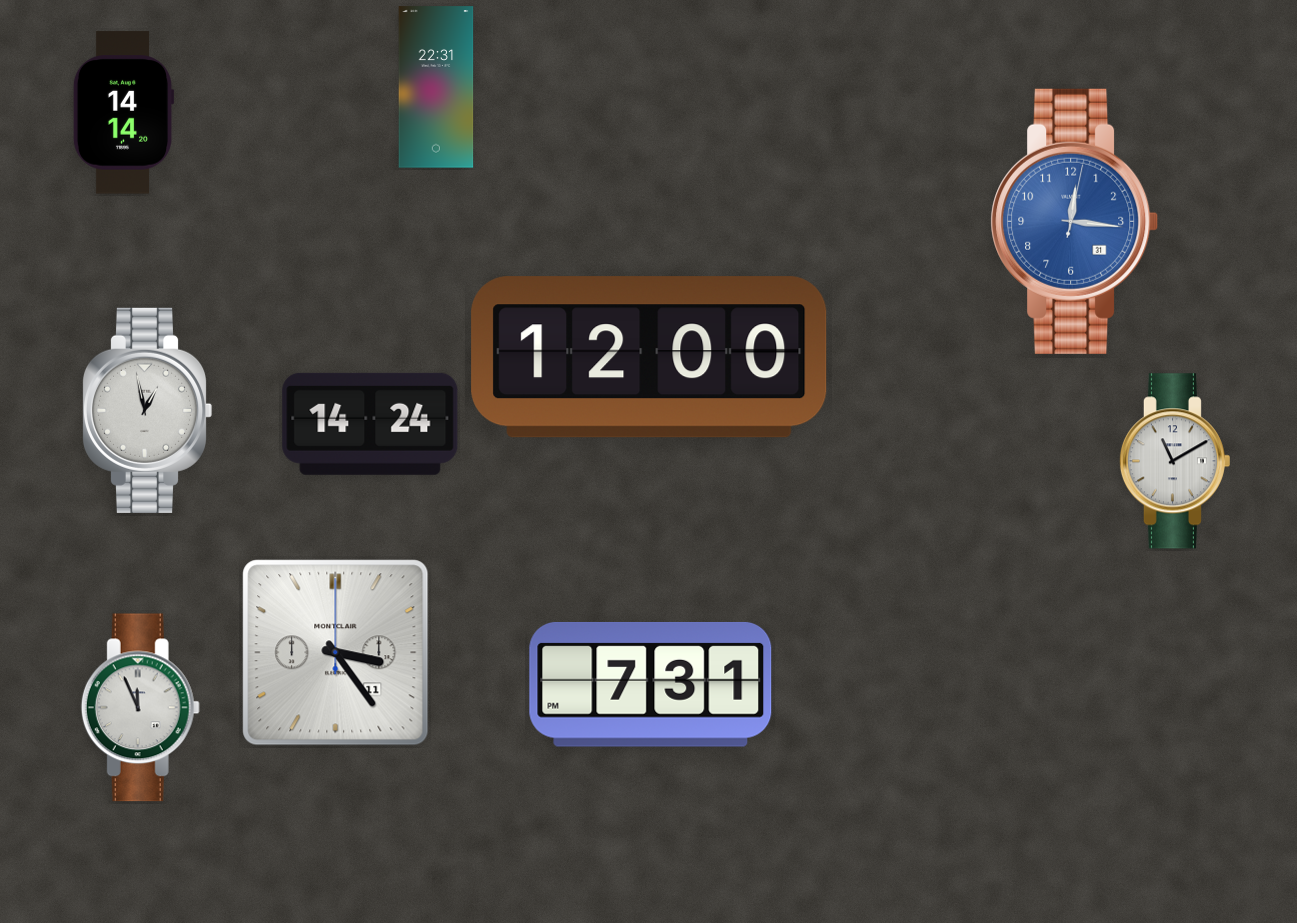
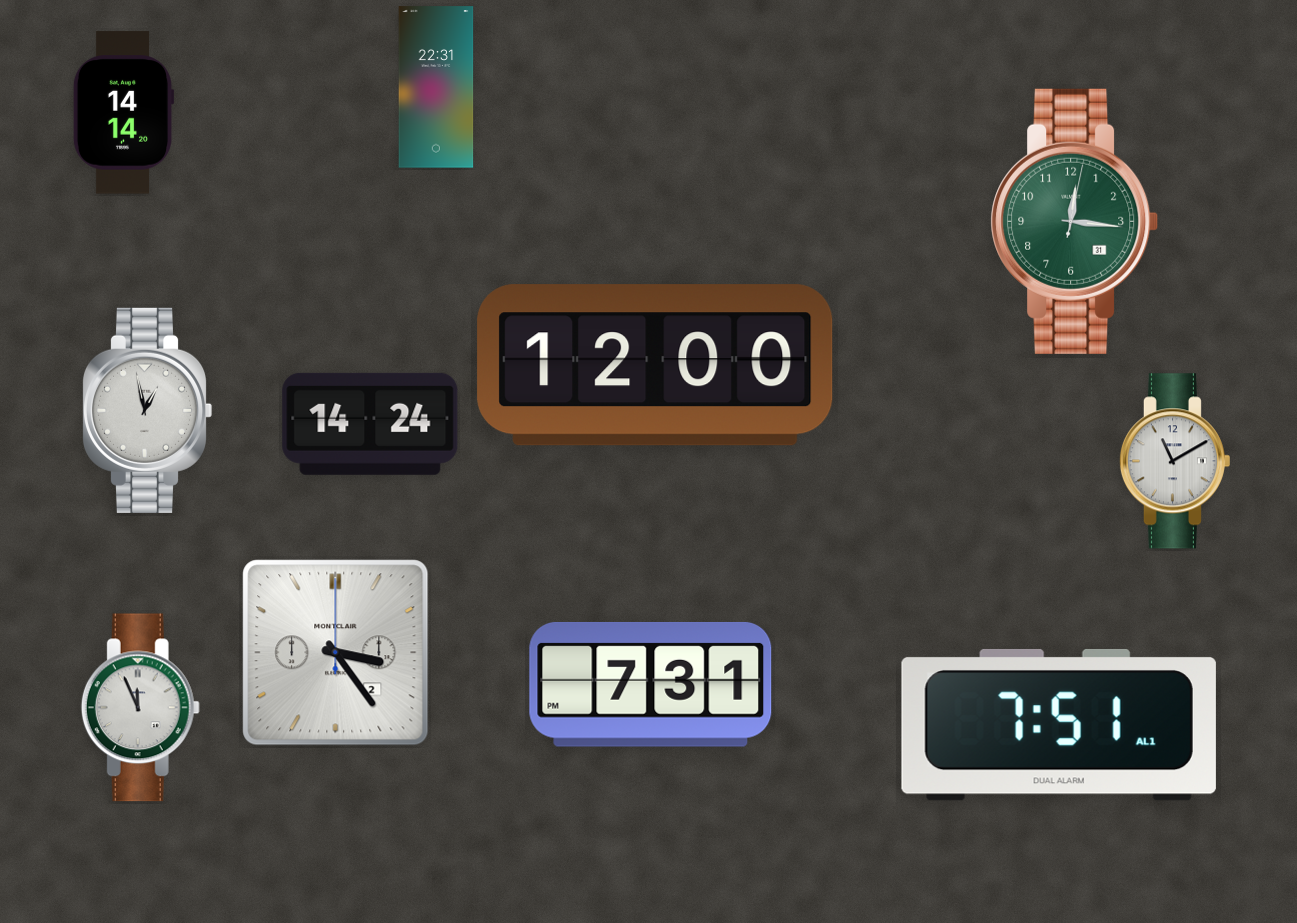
clock at (1075, 221) dial: blue -> green
clock at (649, 357) position: (649, 357) -> (655, 365)
clock at (336, 653) date: 11 -> 2
clock at (1059, 725): none -> 7:51
